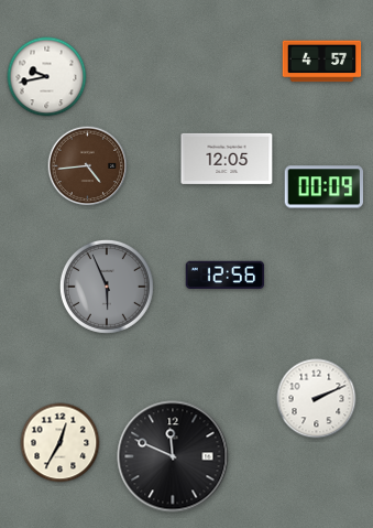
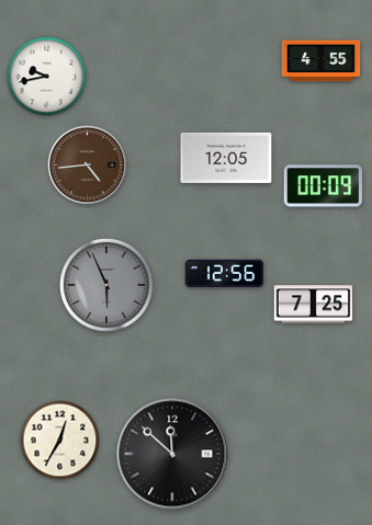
clock at (322, 62): 4:57 -> 4:55
clock at (314, 305): none -> 7:25
clock at (317, 399): 2:11 -> none
clock at (173, 456): 11:49 -> 11:52
